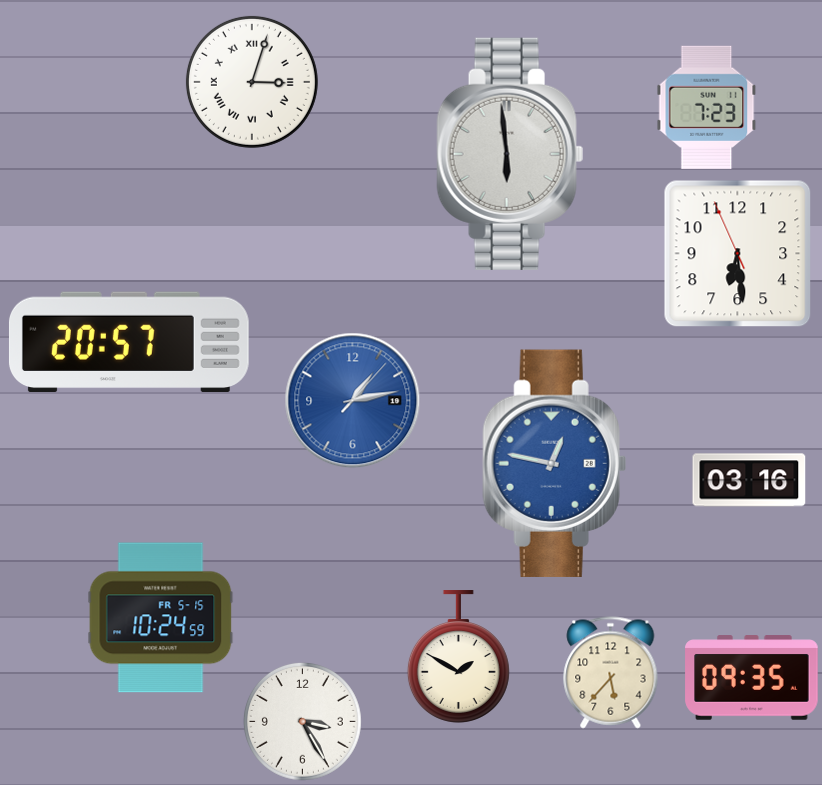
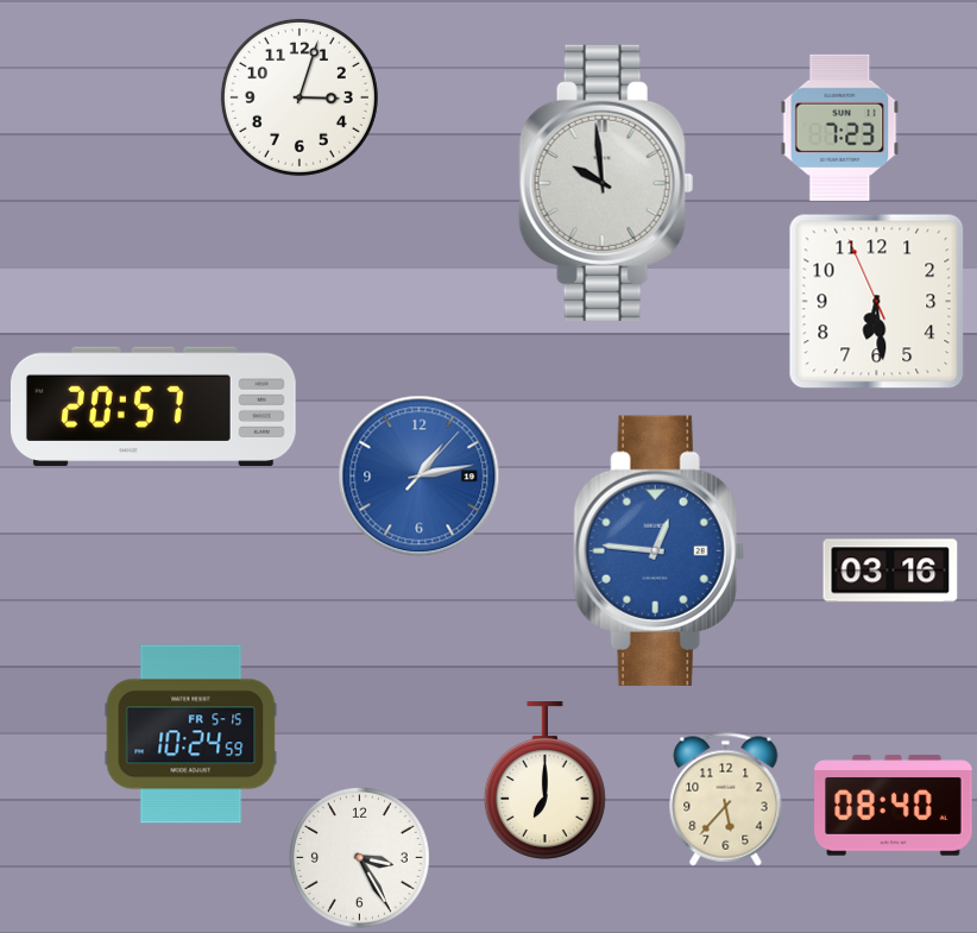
clock at (252, 82) numerals: Roman -> Arabic
clock at (510, 154): 5:59 -> 9:59
clock at (554, 463): 12:47 -> 12:46
clock at (458, 657): 1:50 -> 7:00
clock at (752, 678): 09:35 -> 08:40
